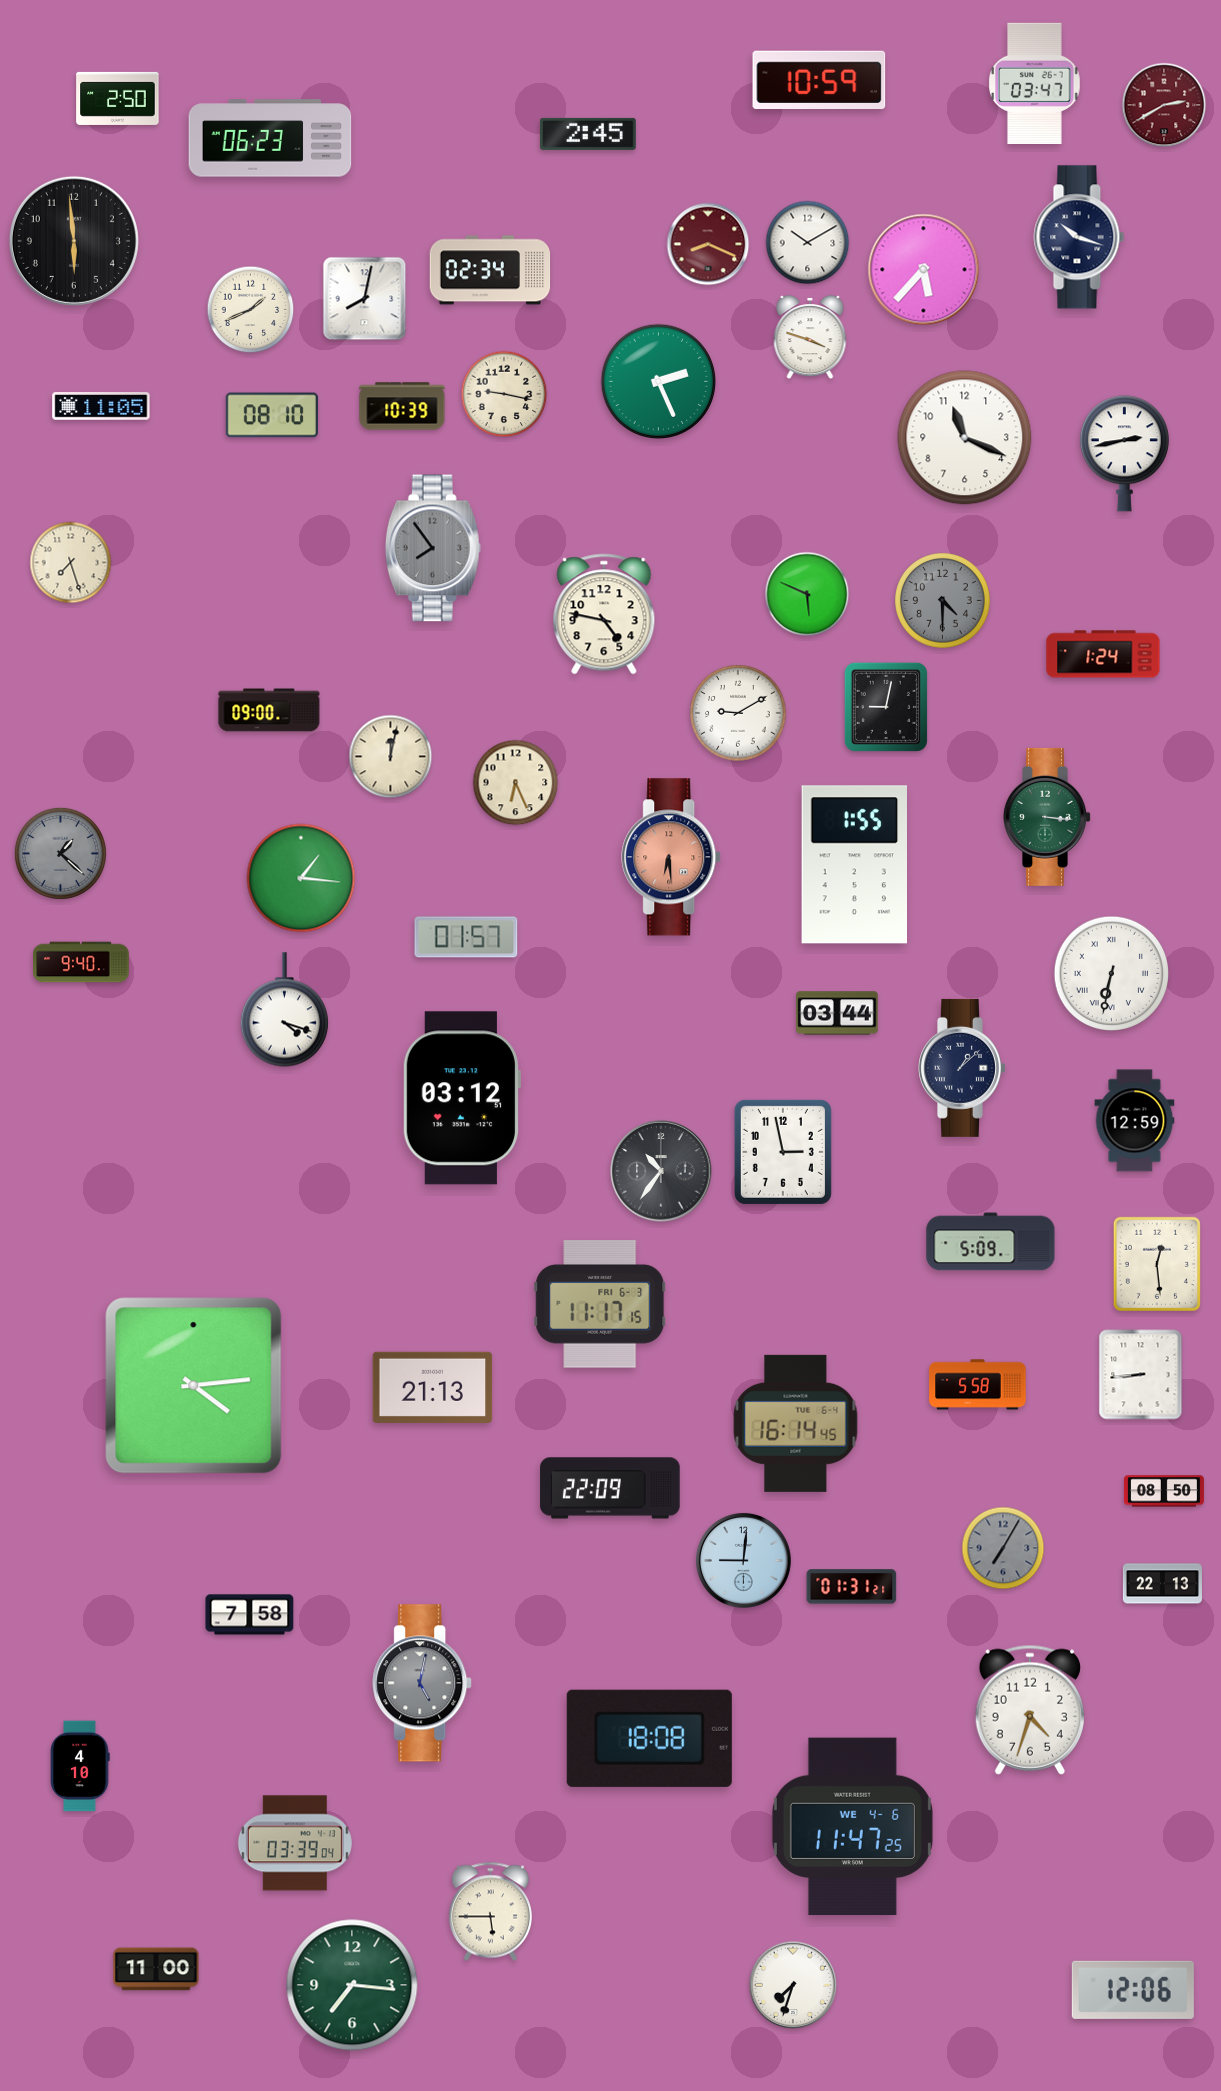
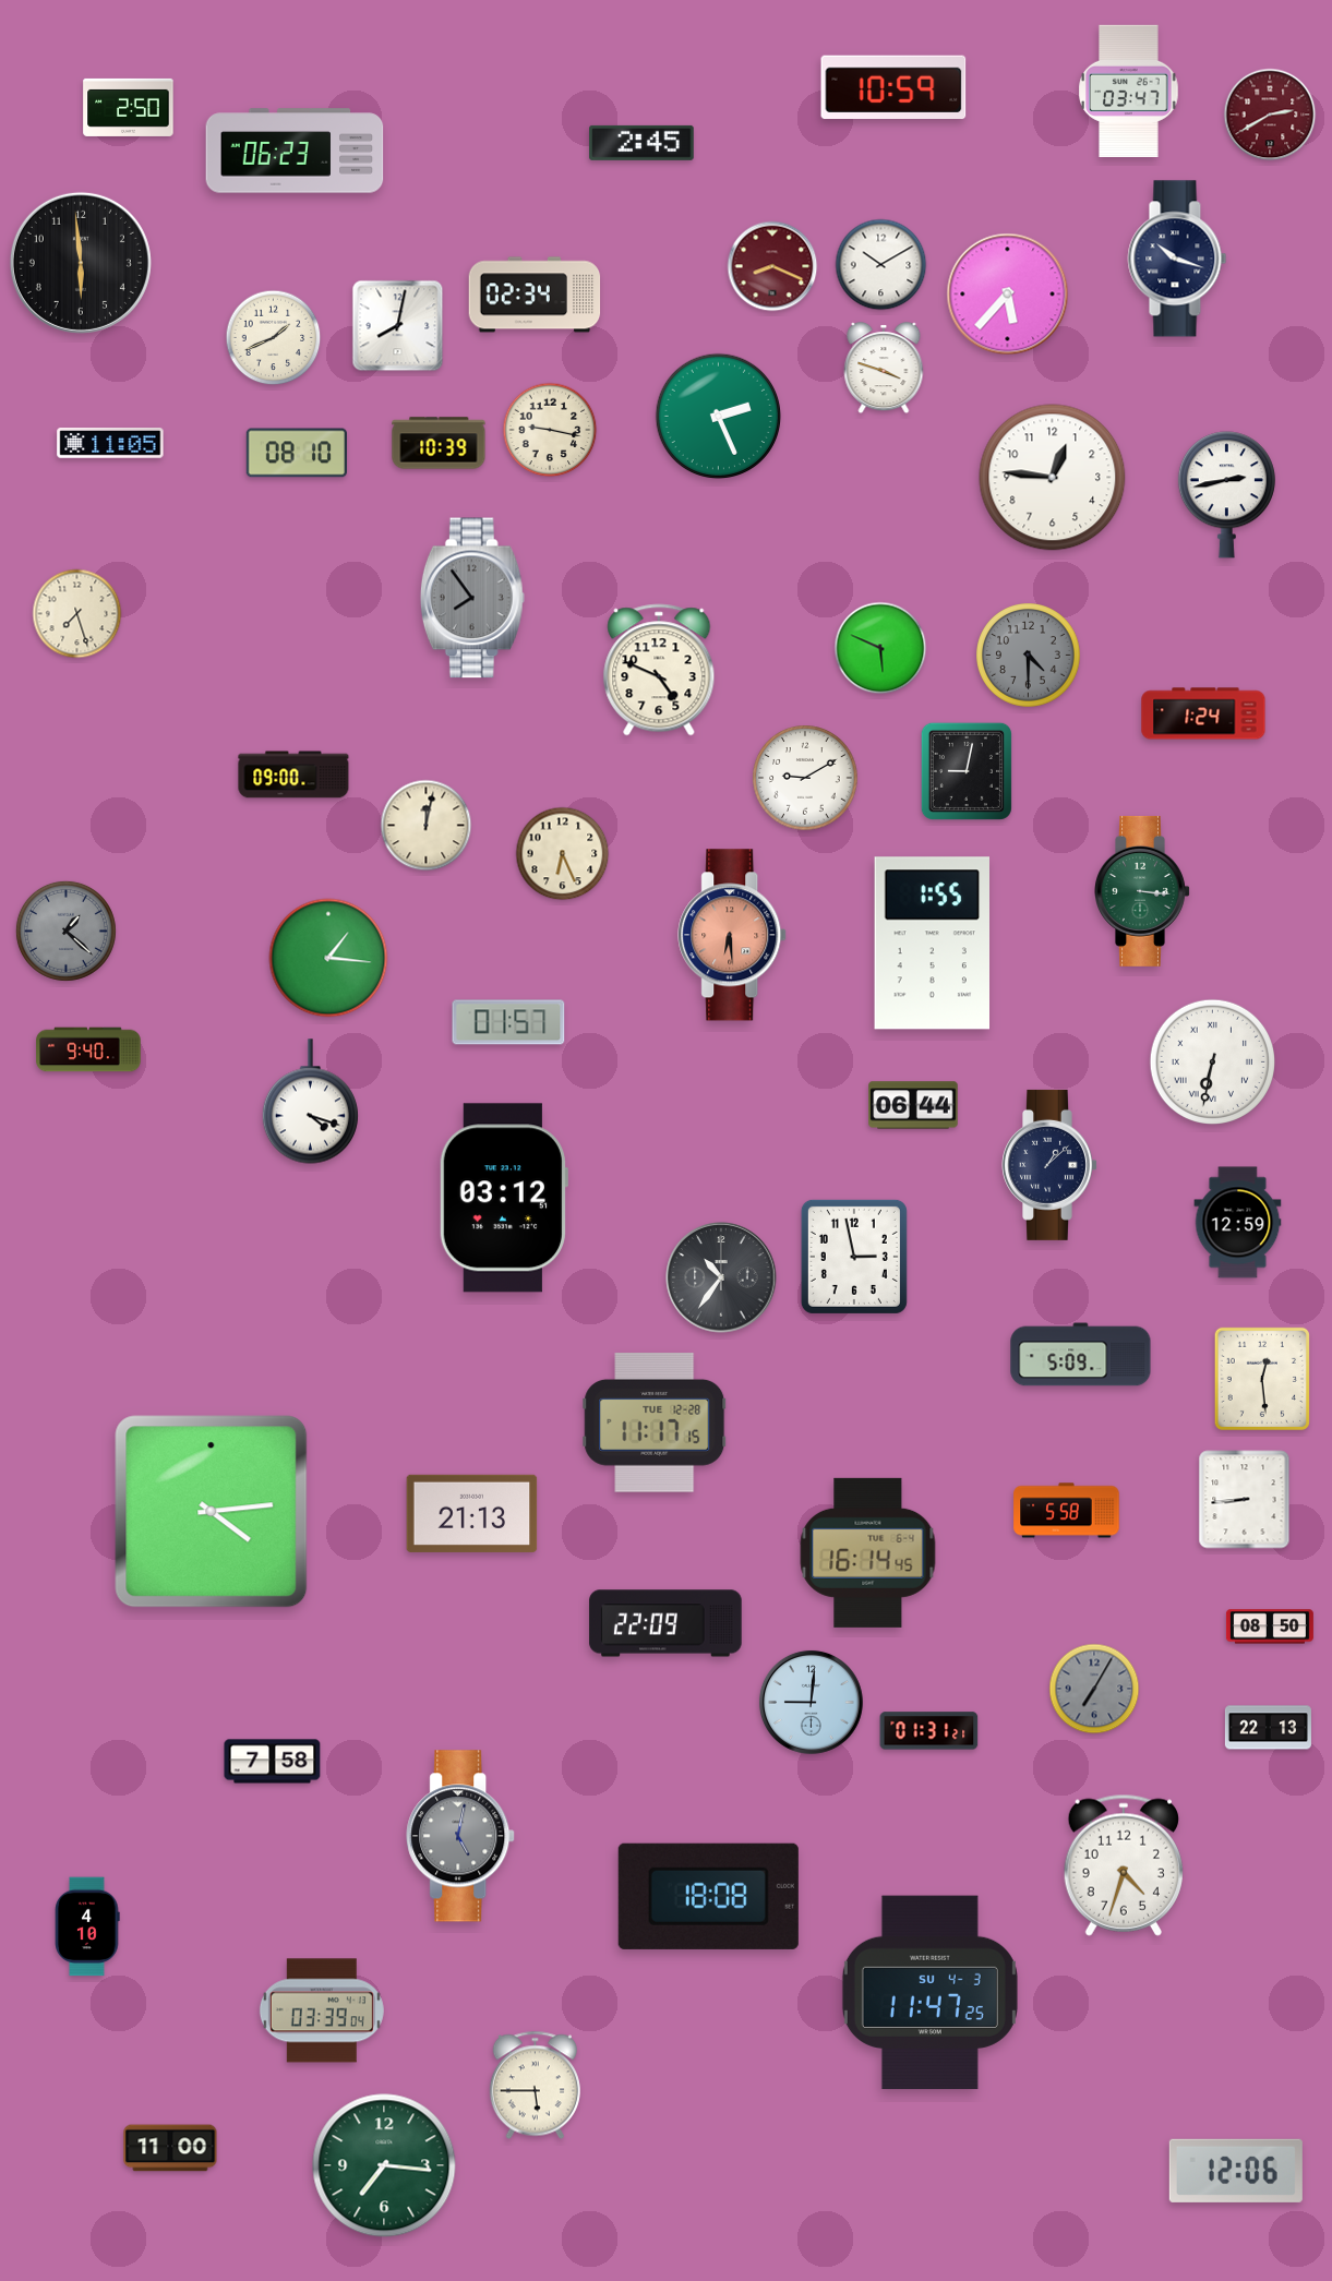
clock at (589, 134) position: (589, 134) -> (643, 143)
clock at (965, 438): 11:19 -> 12:46
clock at (604, 614): 4:47 -> 4:49
clock at (837, 1013): 03:44 -> 06:44
clock at (600, 1305) date: FRI 6-3 -> TUE 12-28
clock at (852, 1827) date: WE 4-6 -> SU 4-3
clock at (793, 1985): 7:33 -> none
